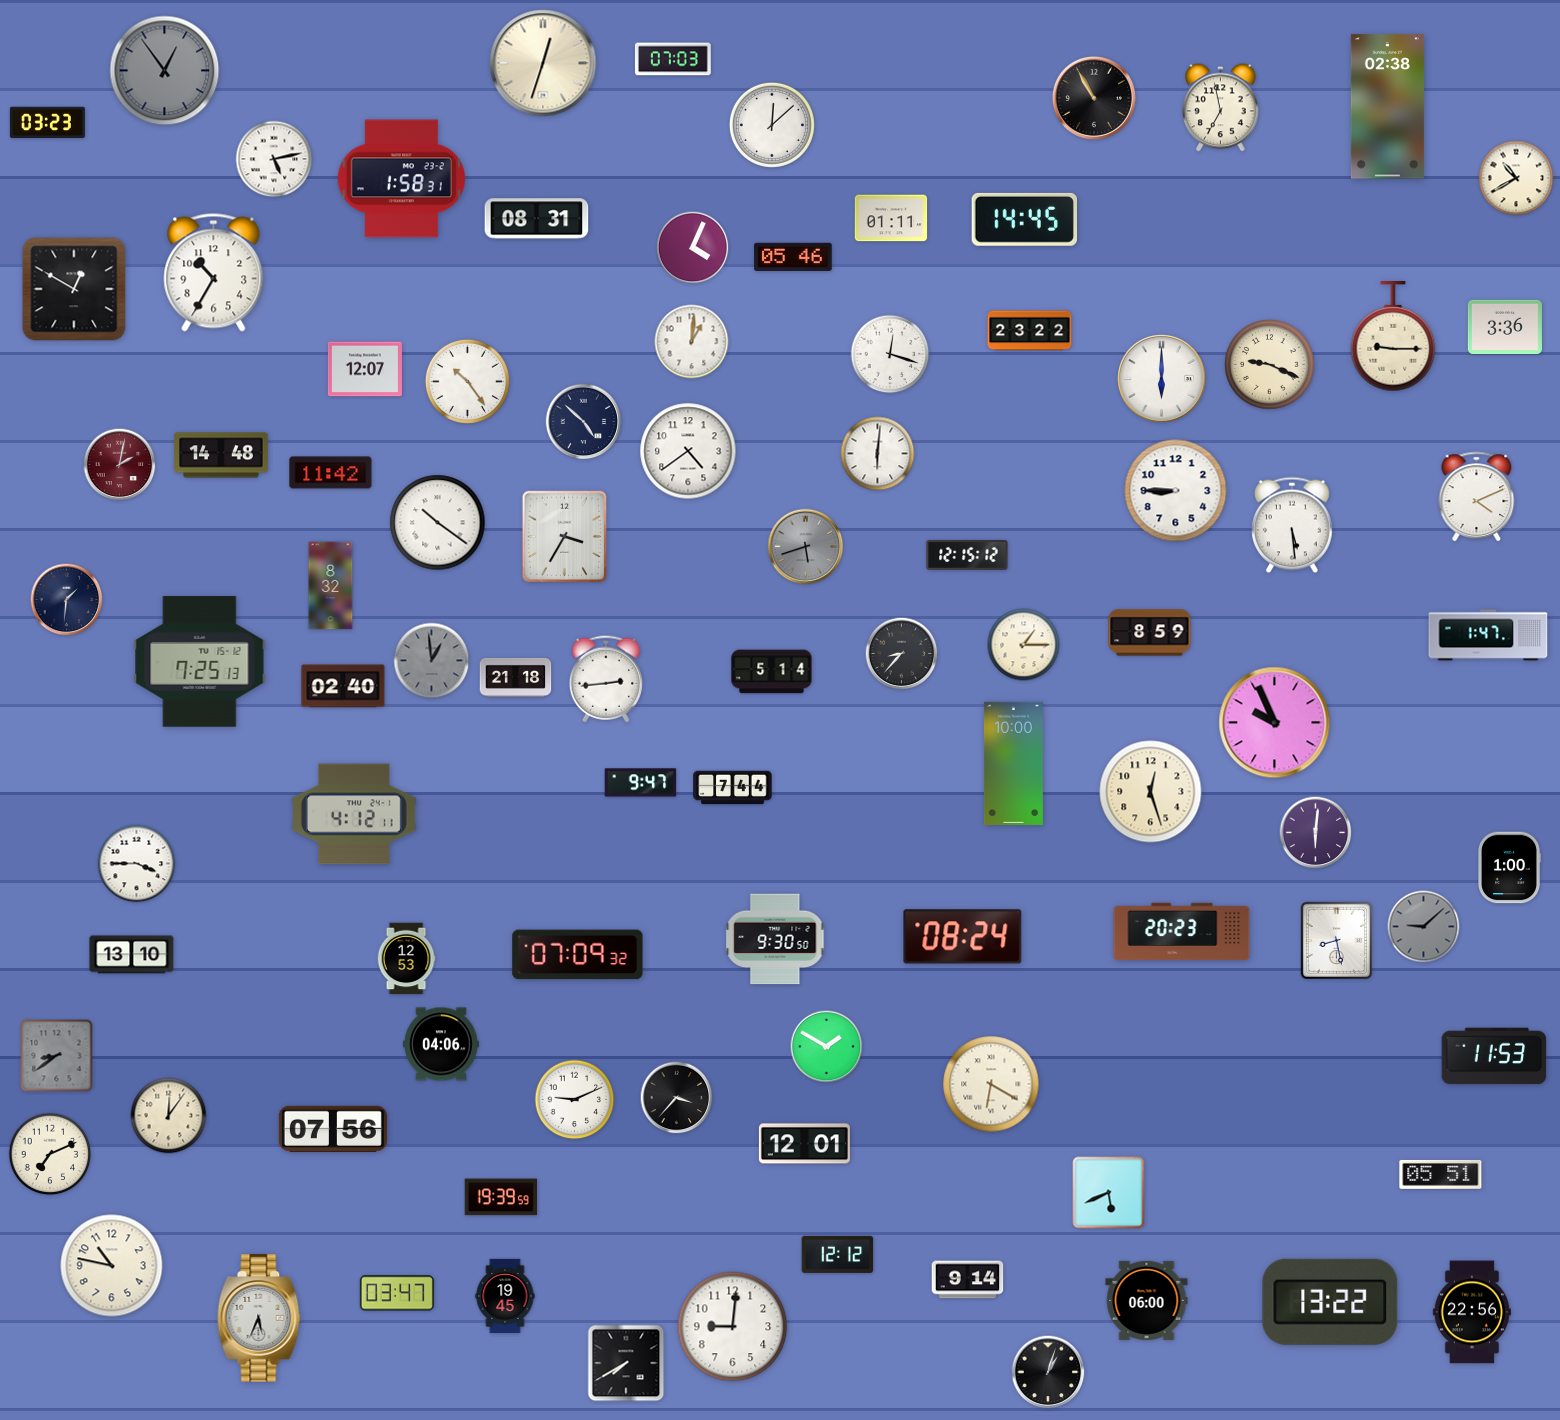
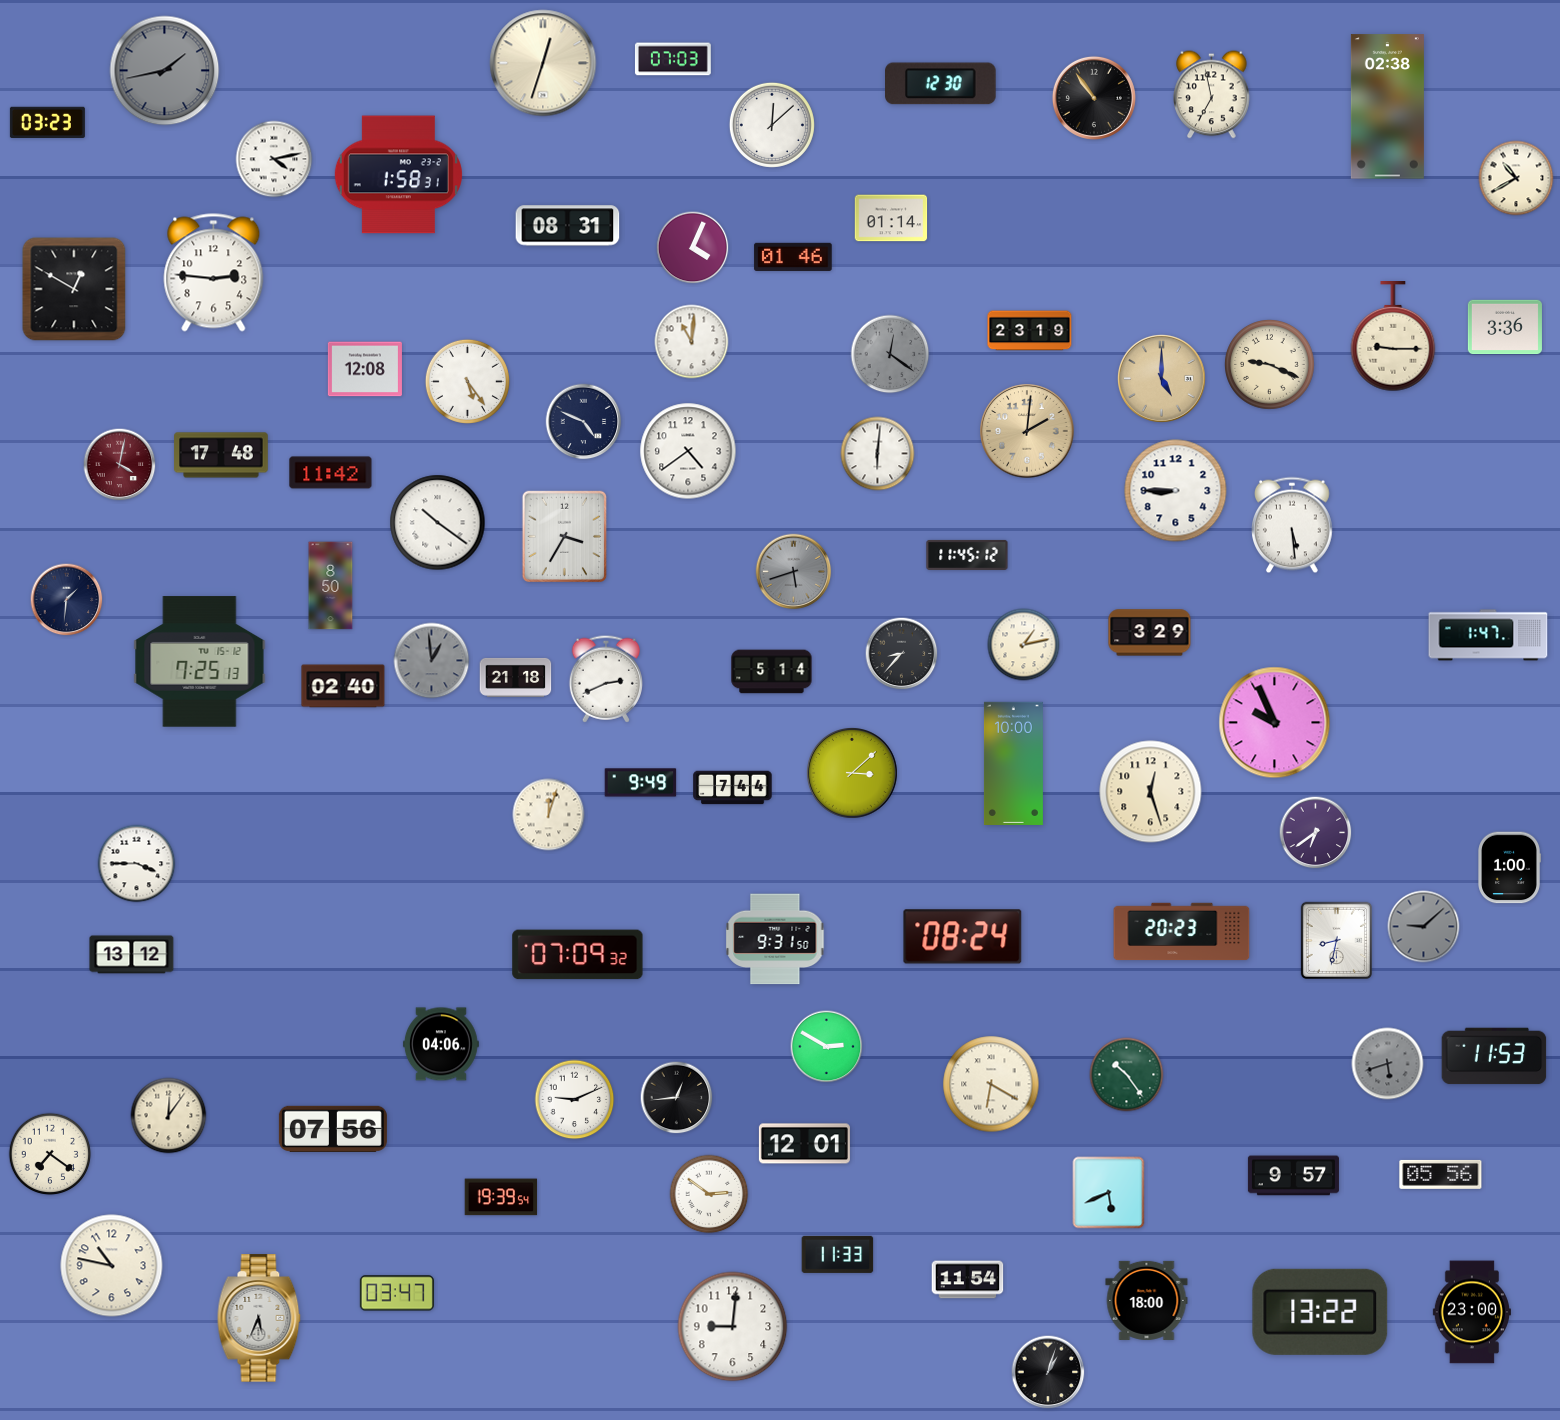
clock at (165, 71): 12:54 -> 1:43
clock at (941, 84): none -> 12:30
clock at (1094, 98): 10:55 -> 10:54
clock at (1221, 108) position: (1221, 108) -> (1212, 95)
clock at (274, 159): 5:13 -> 4:13
clock at (401, 179) position: (401, 179) -> (398, 175)
clock at (891, 218): 01:11 -> 01:14
clock at (537, 219) position: (537, 219) -> (568, 226)
clock at (1024, 219): 14:45 -> none
clock at (793, 257): 05:46 -> 01:46
clock at (214, 273): 10:35 -> 2:46
clock at (1030, 331): 23:22 -> 23:19
clock at (692, 342): 1:01 -> 11:01
clock at (890, 354): 12:18 -> 12:21
clock at (890, 354) dial: white -> grey
clock at (365, 369): 12:07 -> 12:08
clock at (1161, 378): 6:00 -> 5:00
clock at (1161, 378) dial: white -> champagne
clock at (467, 381): 10:24 -> 5:24
clock at (584, 422): 4:52 -> 4:49
clock at (1027, 431): none -> 2:01
clock at (221, 455): 14:48 -> 17:48
clock at (120, 465): 2:02 -> 4:02
clock at (1477, 497): 4:11 -> none
clock at (806, 547) position: (806, 547) -> (794, 572)
clock at (967, 555): 12:15 -> 11:45
clock at (331, 586): 8:32 -> 8:50
clock at (1150, 633): 8:59 -> 3:29
clock at (1024, 645): 1:15 -> 1:13
clock at (606, 679): 2:44 -> 2:41
clock at (853, 774): none -> 3:08
clock at (641, 783): 9:47 -> 9:49
clock at (354, 814): 4:12 -> none
clock at (549, 815): none -> 12:03
clock at (1316, 833): 6:01 -> 6:39
clock at (775, 939): 9:30 -> 9:31
clock at (1336, 941): 8:28 -> 8:32
clock at (132, 955): 13:10 -> 13:12
clock at (406, 959): 12:53 -> none
clock at (827, 1047): 1:50 -> 2:50
clock at (57, 1056): 8:39 -> none
clock at (1388, 1064): none -> 5:42
clock at (1127, 1075): none -> 10:24
clock at (677, 1098): 3:37 -> 12:44
clock at (50, 1154): 7:11 -> 7:21
clock at (1441, 1174): 05:51 -> 05:56
clock at (1293, 1176): none -> 9:57
clock at (709, 1194): none -> 2:51
clock at (501, 1197): 19:39:59 -> 19:39:54
clock at (838, 1254): 12:12 -> 11:33
clock at (968, 1280): 9:14 -> 11:54
clock at (505, 1296): 19:45 -> none
clock at (1147, 1300): 06:00 -> 18:00
clock at (1330, 1302) position: (1330, 1302) -> (1320, 1312)
clock at (1472, 1312): 22:56 -> 23:00
clock at (626, 1363): 7:40 -> none
